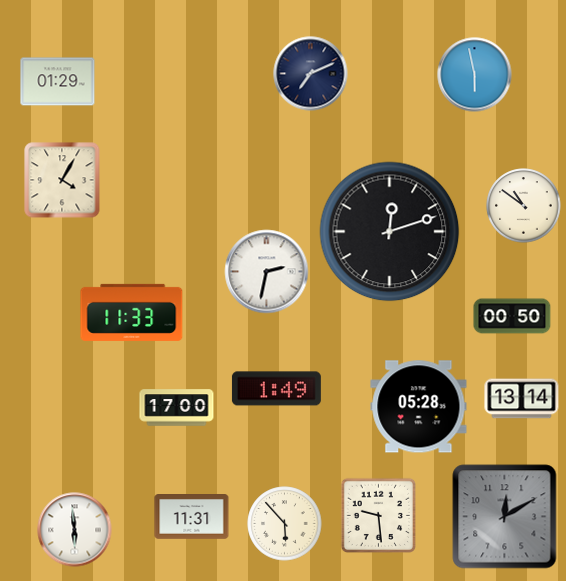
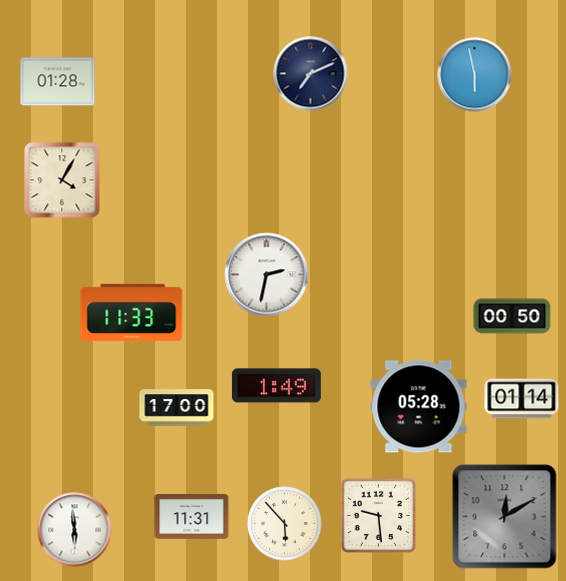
clock at (58, 82): 01:29 -> 01:28
clock at (524, 206): 10:51 -> none
clock at (390, 232): 12:12 -> none
clock at (267, 272) position: (267, 272) -> (267, 275)
clock at (276, 389) position: (276, 389) -> (276, 386)
clock at (522, 399): 13:14 -> 01:14
